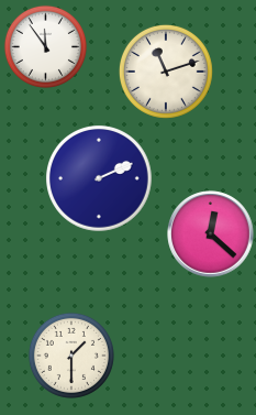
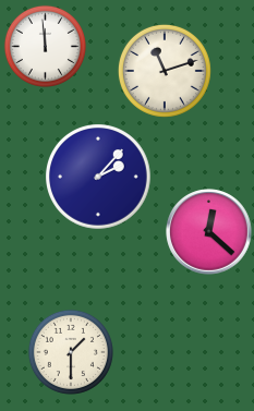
clock at (45, 46): 11:54 -> 11:59
clock at (100, 179): 2:11 -> 2:07
